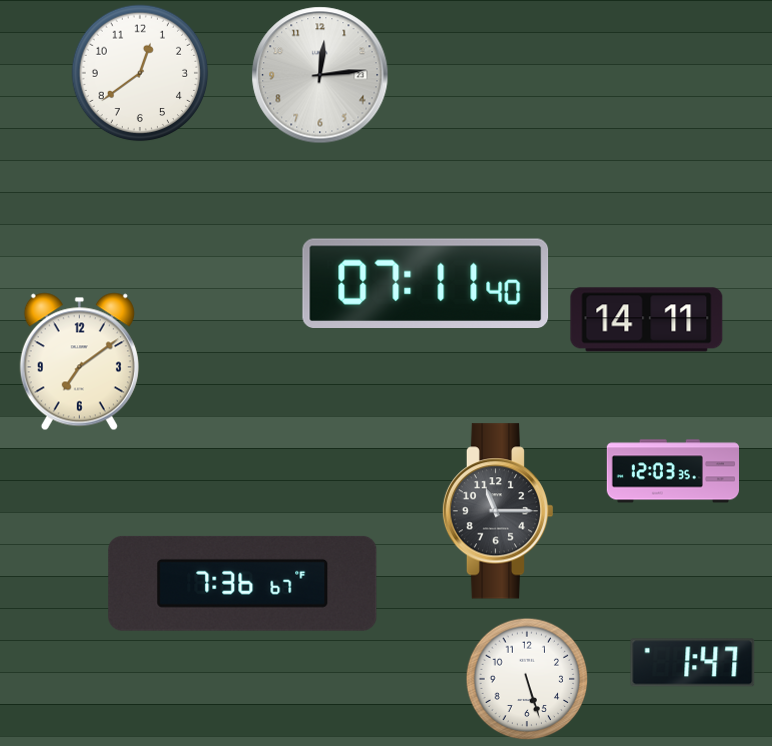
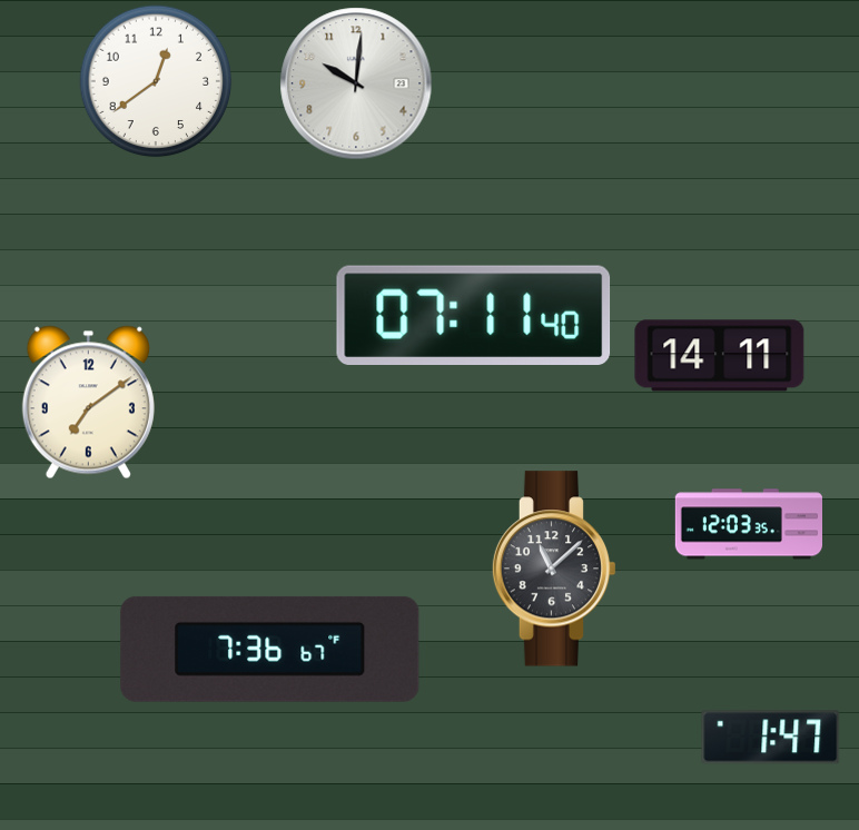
clock at (320, 75): 12:14 -> 10:01
clock at (498, 511): 11:15 -> 11:08
clock at (527, 679): 5:27 -> none
